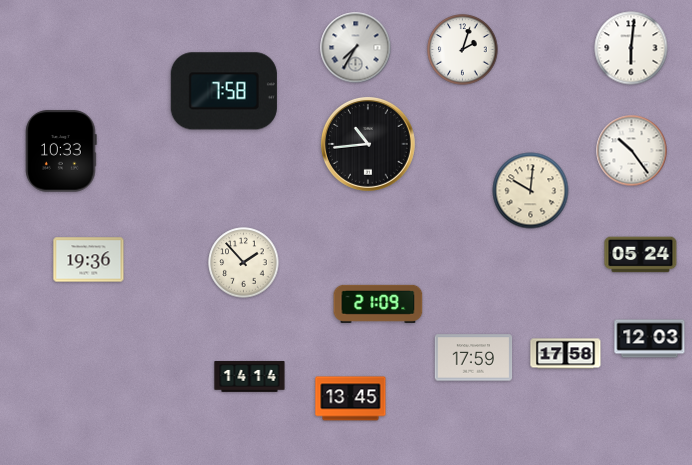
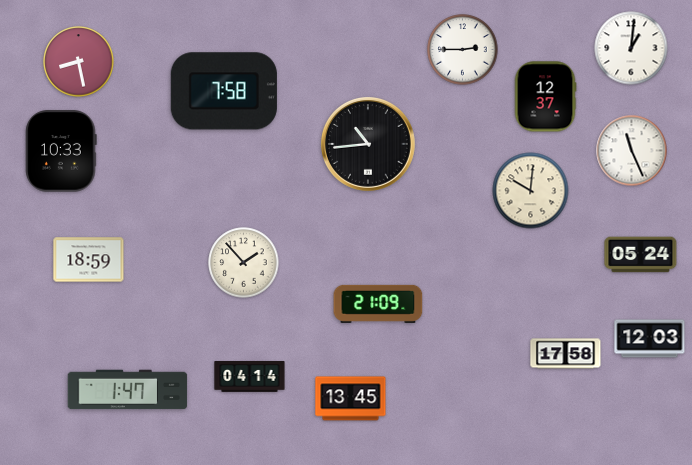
clock at (356, 48): 7:35 -> none
clock at (631, 48): 6:01 -> 1:01
clock at (463, 50): 2:03 -> 2:45
clock at (79, 62): none -> 8:28
clock at (545, 97): none -> 12:37
clock at (632, 151): 10:24 -> 11:26
clock at (89, 260): 19:36 -> 18:59
clock at (474, 358): 17:59 -> none
clock at (250, 377): 14:14 -> 04:14
clock at (128, 390): none -> 1:47
